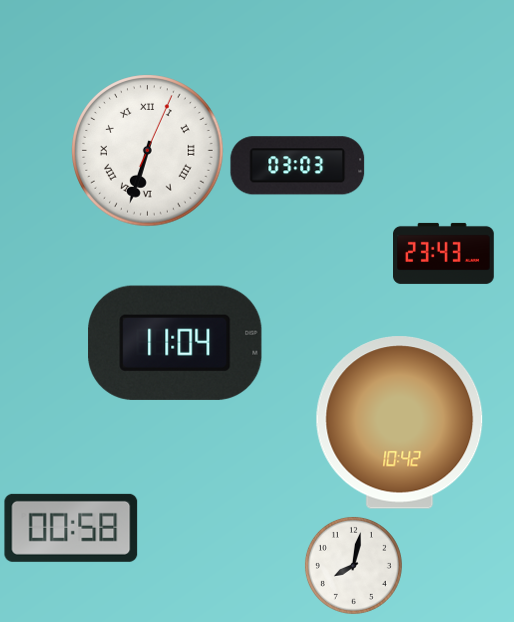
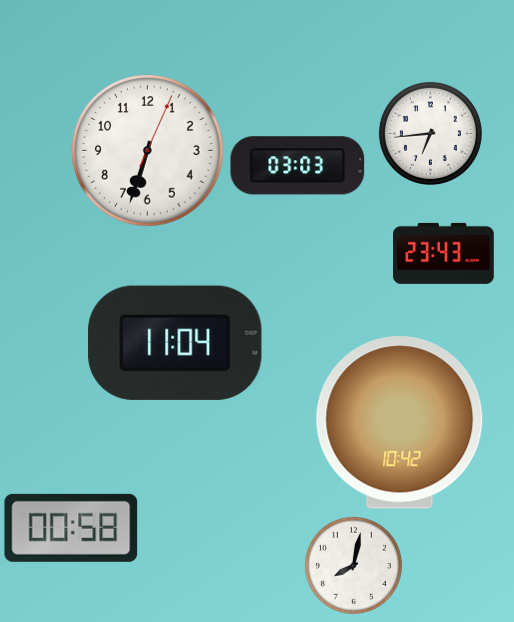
clock at (430, 133): none -> 6:44
clock at (148, 151) numerals: Roman -> Arabic
